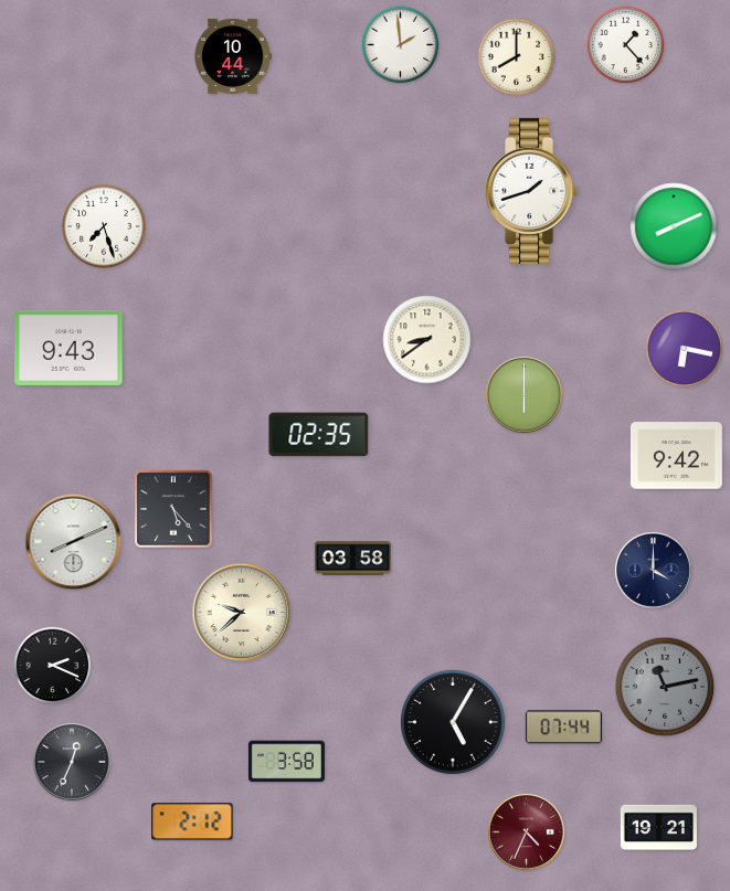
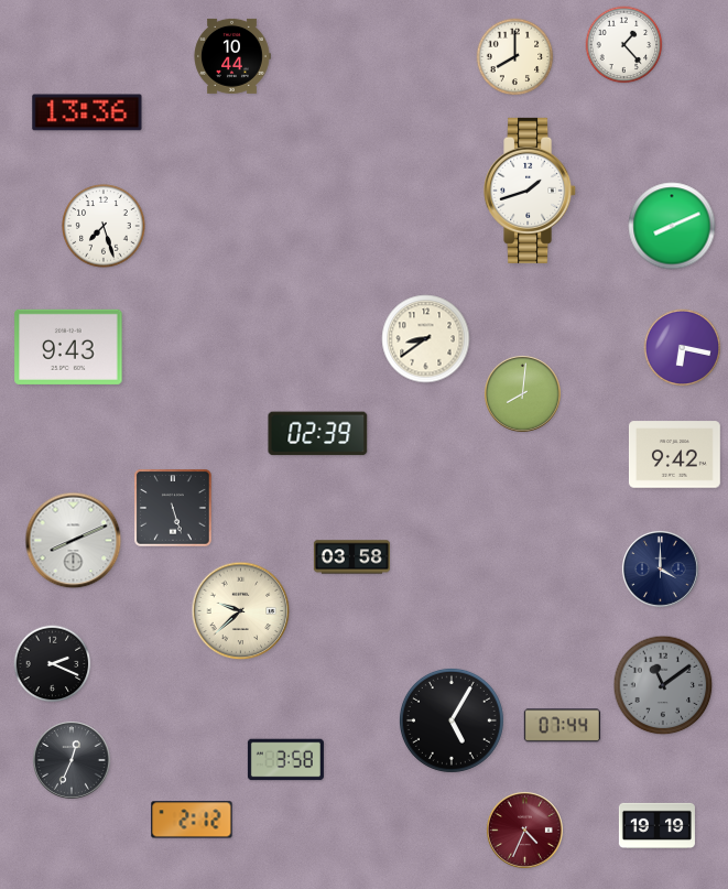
clock at (401, 45): 1:59 -> none
clock at (87, 112): none -> 13:36
clock at (523, 394): 6:00 -> 8:01
clock at (319, 435): 02:35 -> 02:39
clock at (173, 509): 5:23 -> 5:27
clock at (653, 570) position: (653, 570) -> (660, 568)
clock at (665, 687): 11:13 -> 11:09
clock at (658, 827): 19:21 -> 19:19
